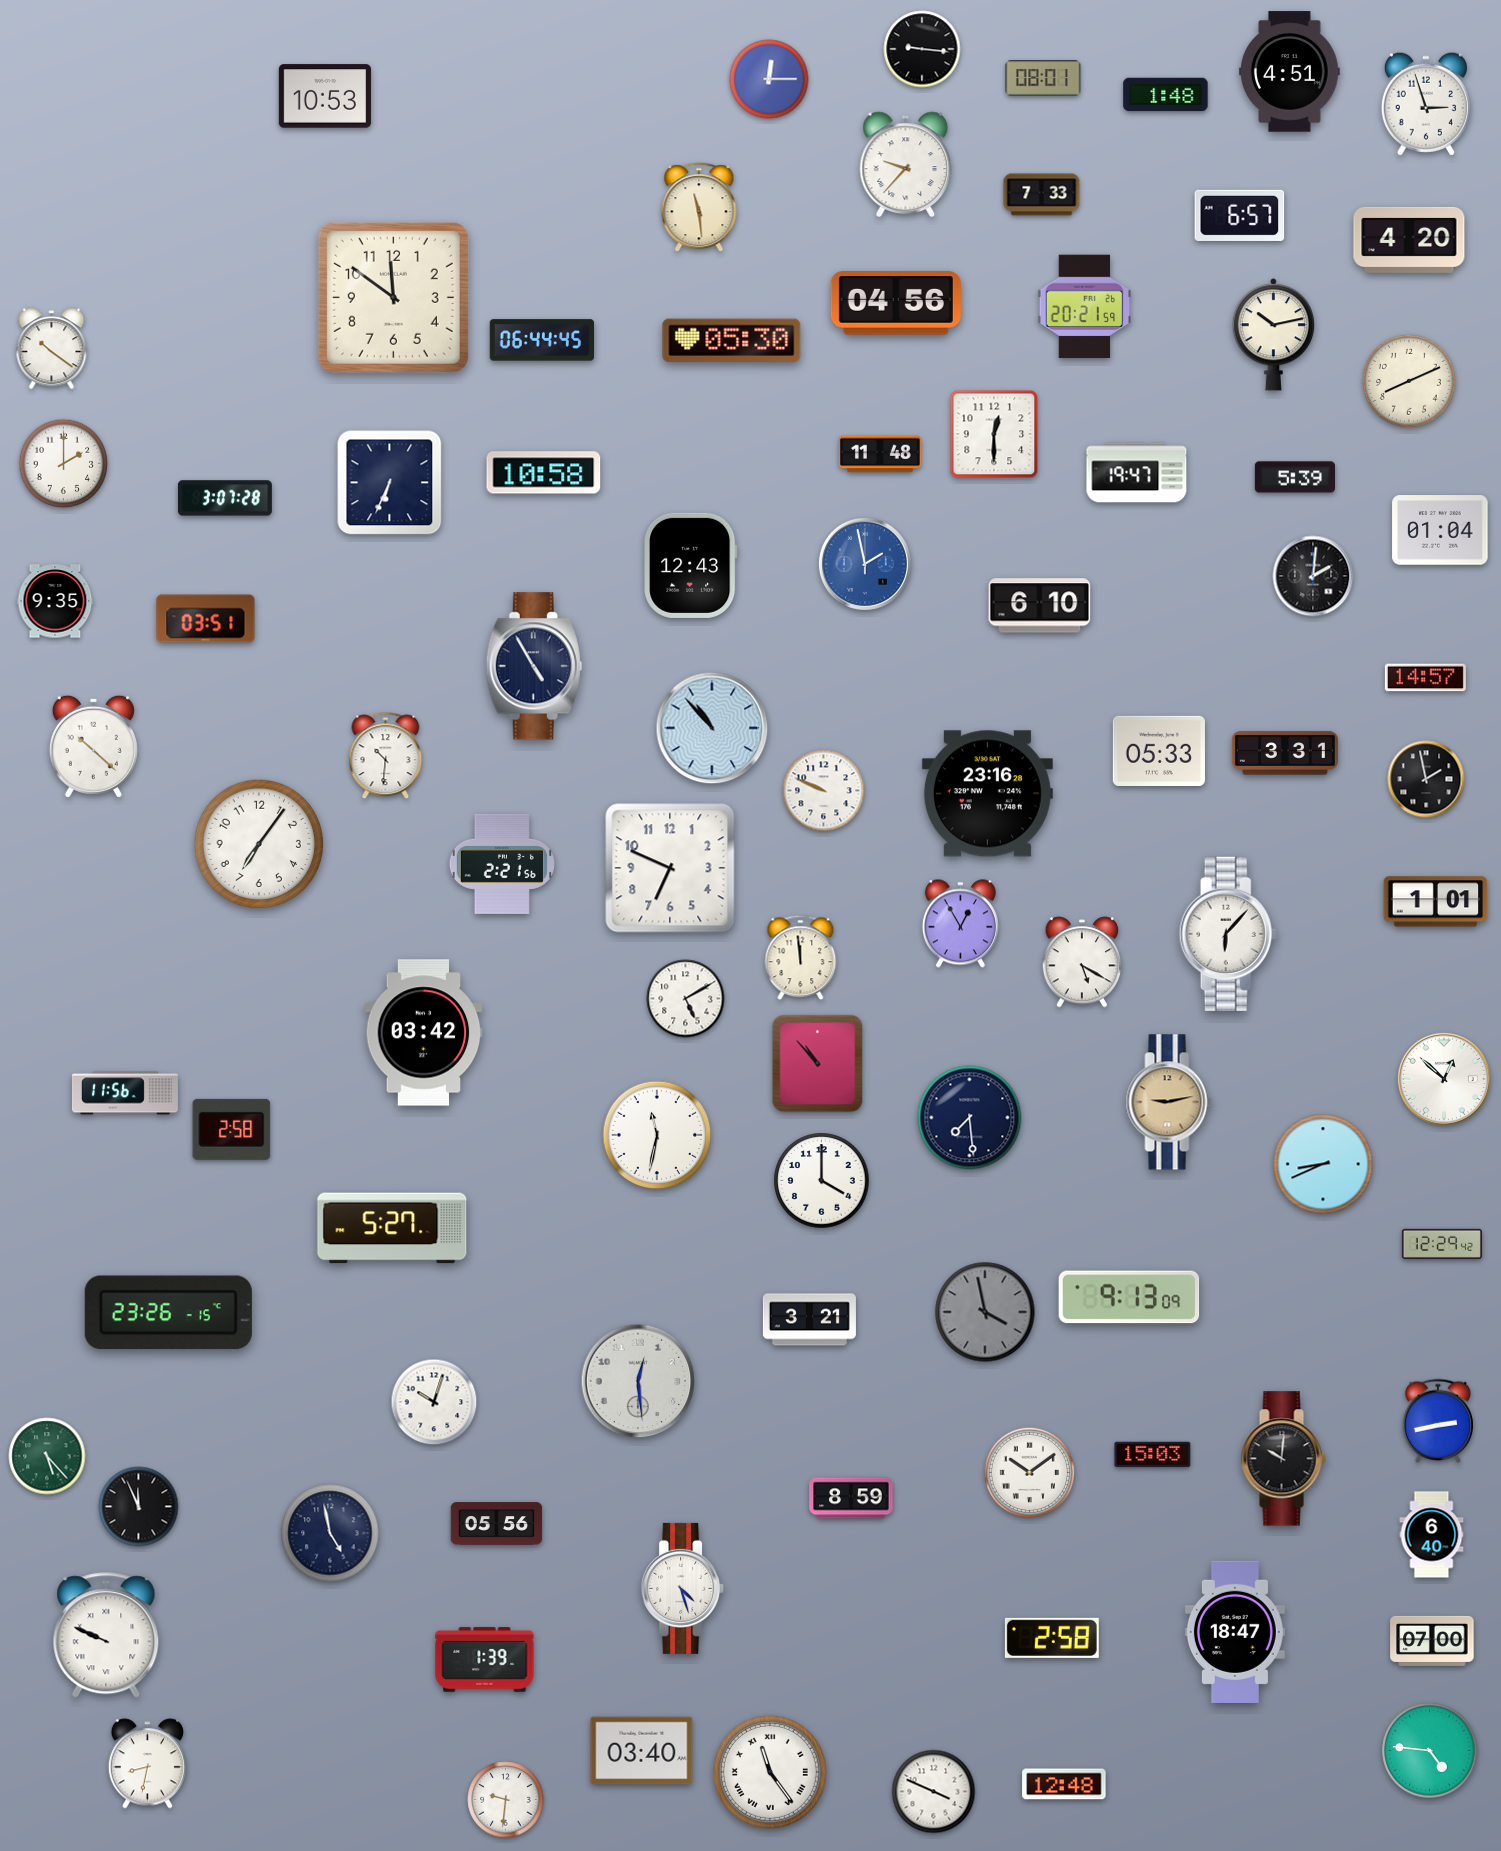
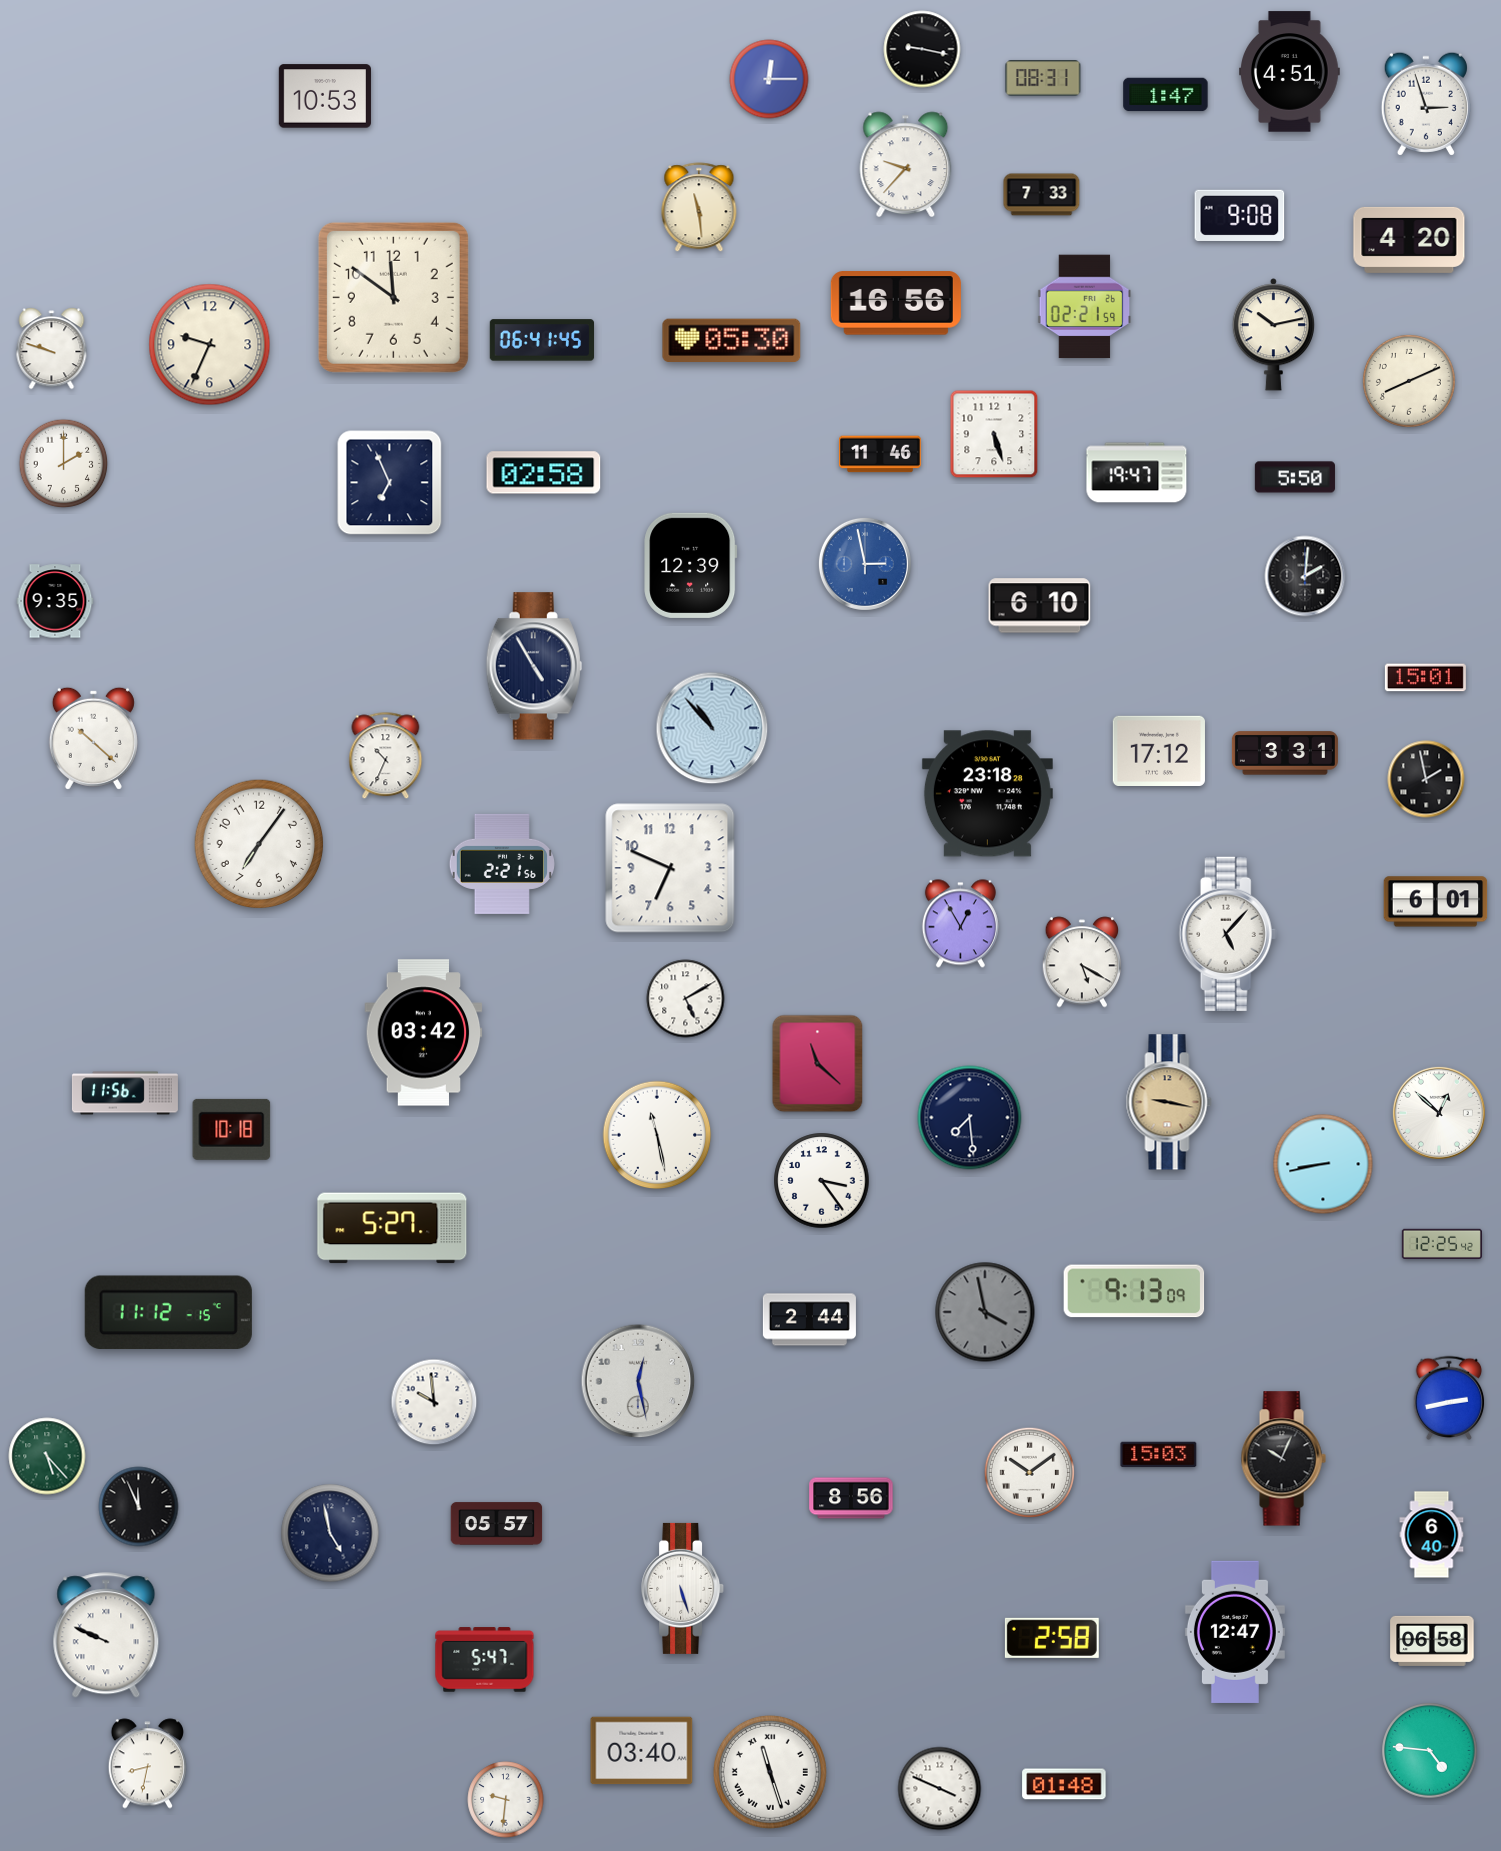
clock at (922, 49): 9:16 -> 9:17
clock at (1043, 78): 08:01 -> 08:31
clock at (1166, 95): 1:48 -> 1:47
clock at (1240, 215): 6:57 -> 9:08
clock at (896, 303): 04:56 -> 16:56
clock at (1085, 307): 20:21 -> 02:21
clock at (542, 340): 06:44 -> 06:41
clock at (210, 345): none -> 9:34
clock at (52, 349): 10:21 -> 9:48
clock at (994, 434): 12:30 -> 5:27
clock at (881, 454): 11:48 -> 11:46
clock at (544, 473): 10:58 -> 02:58
clock at (1295, 477): 5:39 -> 5:50
clock at (390, 483): 6:34 -> 6:56
clock at (225, 498): 3:07 -> none
clock at (1440, 530): 01:04 -> none
clock at (865, 564): 1:58 -> 2:58
clock at (691, 565): 12:43 -> 12:39
clock at (1313, 576) position: (1313, 576) -> (1305, 576)
clock at (206, 619): 03:51 -> none
clock at (1425, 678): 14:57 -> 15:01
clock at (93, 746) position: (93, 746) -> (93, 738)
clock at (1159, 750): 05:33 -> 17:12
clock at (386, 756): 10:31 -> 10:34
clock at (824, 791): 9:49 -> none
clock at (987, 794): 23:16 -> 23:18
clock at (1436, 902): 1:01 -> 6:01
clock at (1228, 934): 6:07 -> 5:07
clock at (801, 958): 11:59 -> none
clock at (818, 1064): 10:53 -> 11:22
clock at (1444, 1079) position: (1444, 1079) -> (1439, 1113)
clock at (1169, 1102): 9:13 -> 9:17
clock at (232, 1129): 2:58 -> 10:18
clock at (657, 1135): 11:32 -> 11:28
clock at (1323, 1164): 8:41 -> 8:43
clock at (822, 1181): 4:00 -> 3:24
clock at (1442, 1243): 12:29 -> 12:25
clock at (1129, 1297) position: (1129, 1297) -> (1134, 1291)
clock at (168, 1313): 23:26 -> 11:12
clock at (809, 1320): 3:21 -> 2:44
clock at (638, 1381): 12:29 -> 12:28
clock at (434, 1402): 10:03 -> 9:59
clock at (1438, 1420) position: (1438, 1420) -> (1449, 1397)
clock at (1153, 1455) position: (1153, 1455) -> (1159, 1455)
clock at (1283, 1459): 10:01 -> 10:04
clock at (851, 1498): 8:59 -> 8:56
clock at (497, 1524): 05:56 -> 05:57
clock at (683, 1588): 4:27 -> 5:27
clock at (1235, 1632): 18:47 -> 12:47
clock at (1432, 1641): 07:00 -> 06:58
clock at (485, 1660): 1:39 -> 5:47
clock at (770, 1772): 11:24 -> 11:27
clock at (1064, 1784): 12:48 -> 01:48
clock at (934, 1792) position: (934, 1792) -> (940, 1789)
